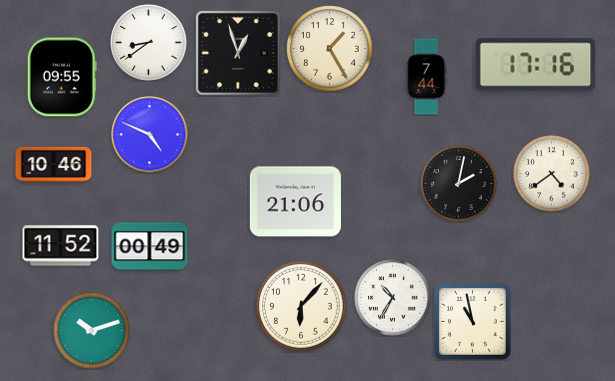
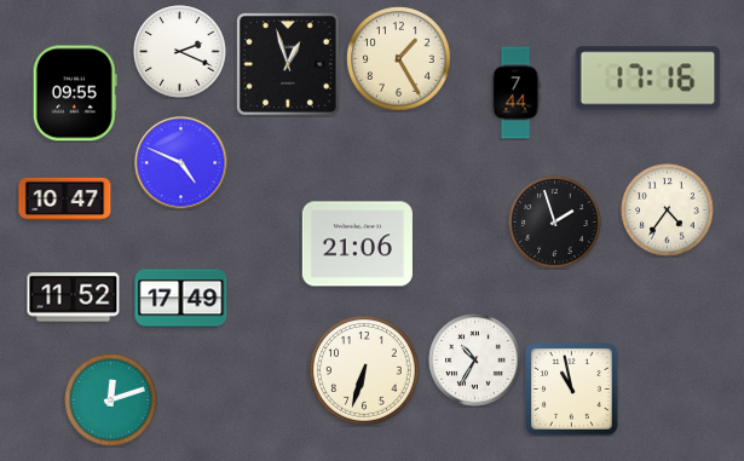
clock at (149, 43): 8:39 -> 2:19
clock at (54, 164): 10:46 -> 10:47
clock at (552, 174): 4:39 -> 4:36
clock at (459, 184): 2:02 -> 1:57
clock at (150, 247): 00:49 -> 17:49
clock at (301, 306): 6:07 -> 6:33
clock at (92, 331): 10:12 -> 12:12
